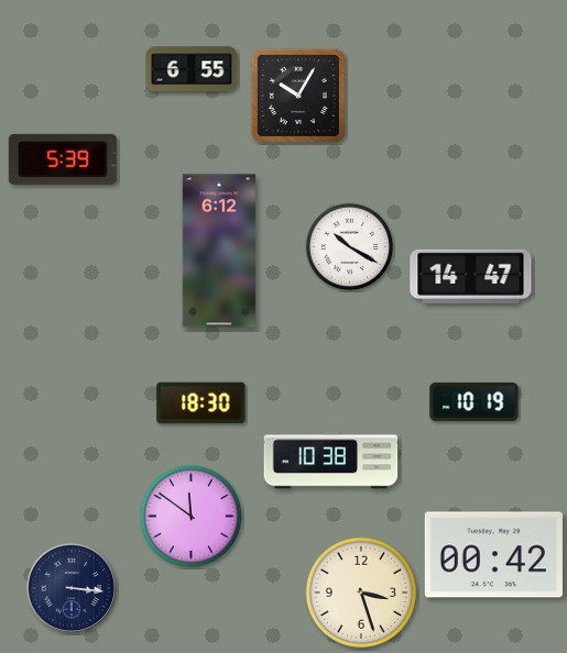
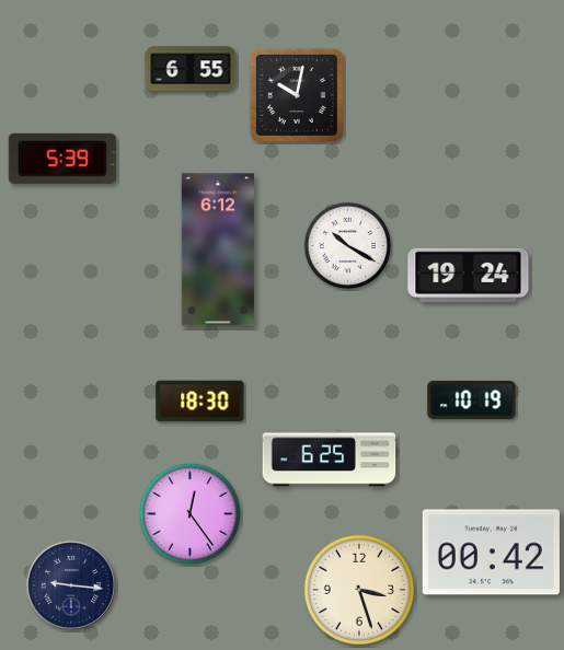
clock at (298, 96): 10:05 -> 10:02
clock at (471, 276): 14:47 -> 19:24
clock at (331, 461): 10:38 -> 6:25
clock at (190, 516): 11:51 -> 12:24
clock at (72, 588): 3:16 -> 9:16
